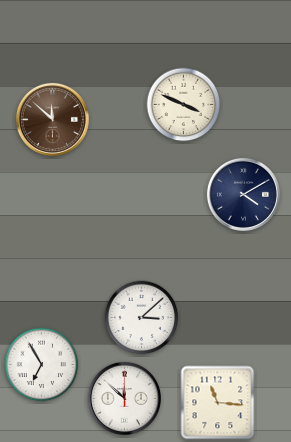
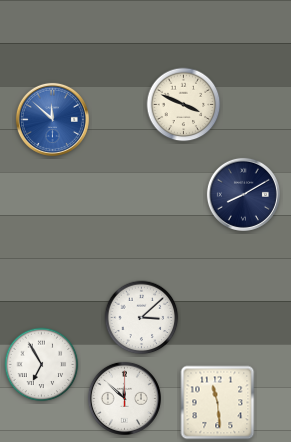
clock at (52, 119) dial: brown -> blue
clock at (243, 194): 4:10 -> 8:10
clock at (218, 403): 11:16 -> 11:29
